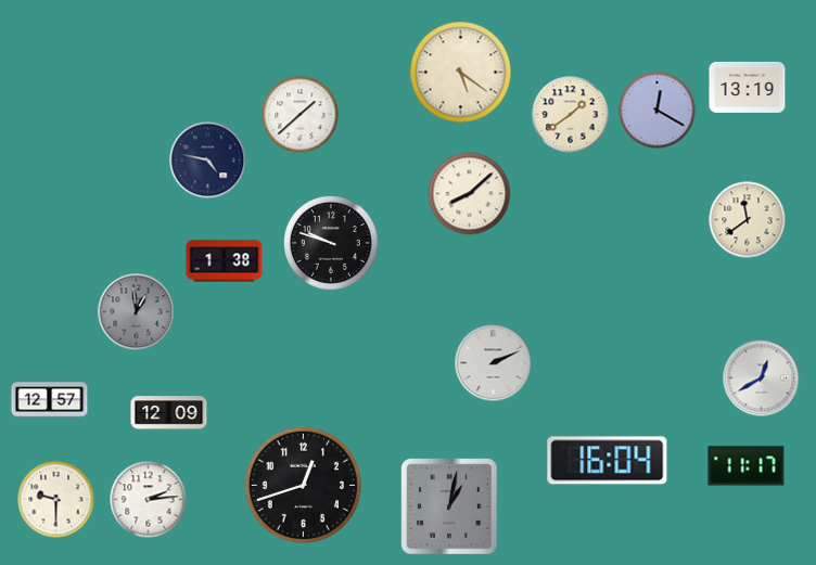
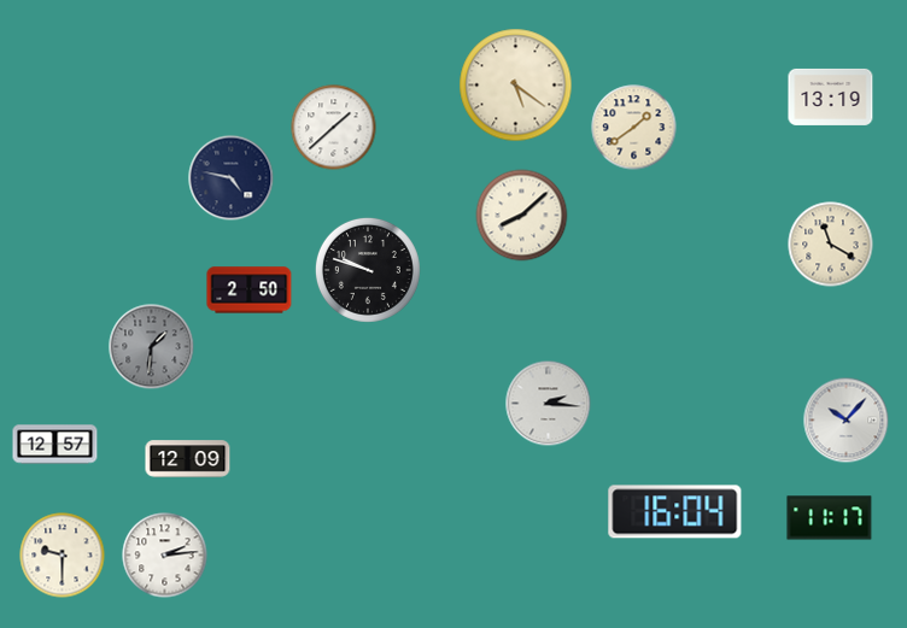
clock at (461, 73) position: (461, 73) -> (516, 86)
clock at (658, 111): 12:20 -> none
clock at (748, 220): 11:39 -> 11:20
clock at (225, 261): 1:38 -> 2:50
clock at (137, 312): 12:59 -> 1:31
clock at (494, 363): 2:11 -> 2:16
clock at (762, 378): 12:40 -> 10:07
clock at (304, 486): 12:42 -> none
clock at (449, 506): 1:02 -> none
